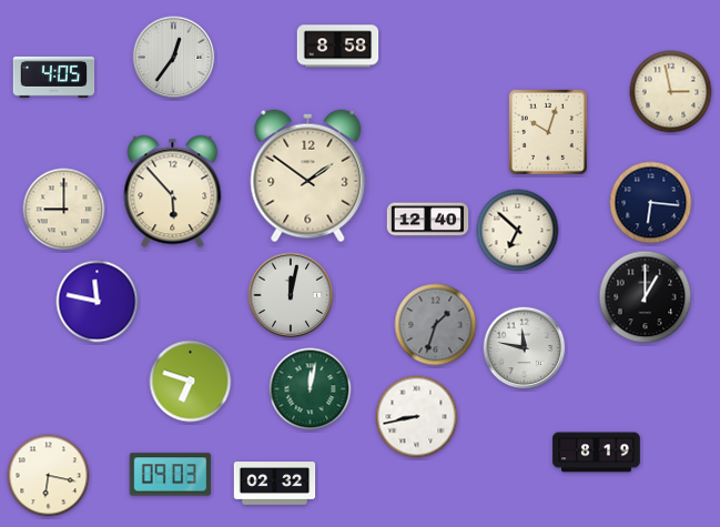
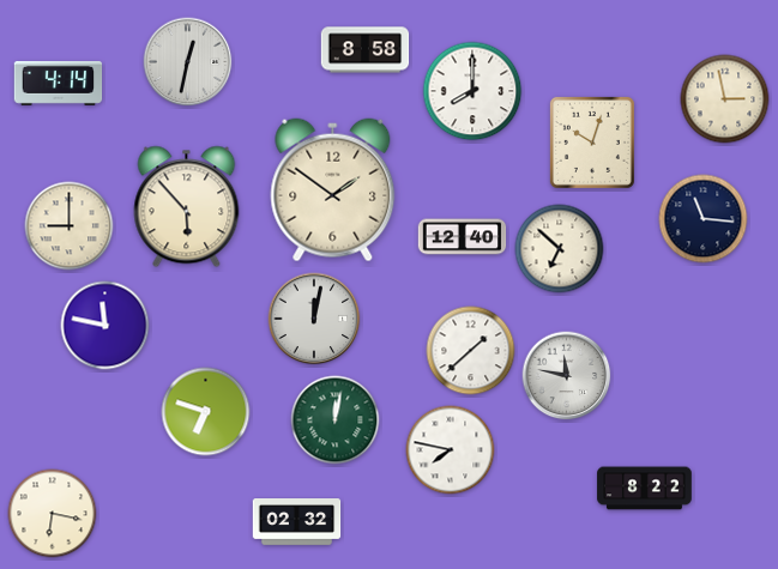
clock at (174, 58): 12:36 -> 12:32
clock at (54, 77): 4:05 -> 4:14
clock at (472, 91): none -> 8:00
clock at (651, 203): 6:16 -> 11:16
clock at (646, 297): 1:00 -> none
clock at (436, 325): 1:33 -> 1:38
clock at (436, 325) dial: grey -> white
clock at (417, 417): 8:43 -> 7:47
clock at (597, 453): 8:19 -> 8:22
clock at (171, 475): 09:03 -> none
